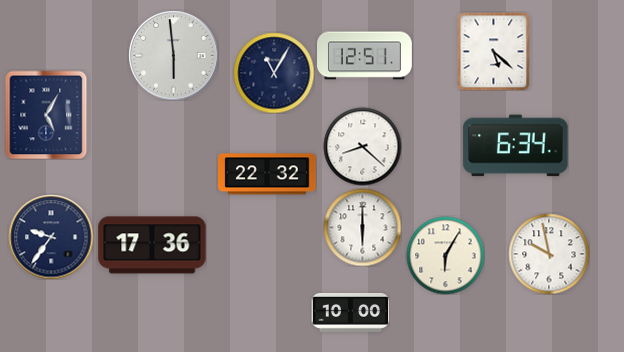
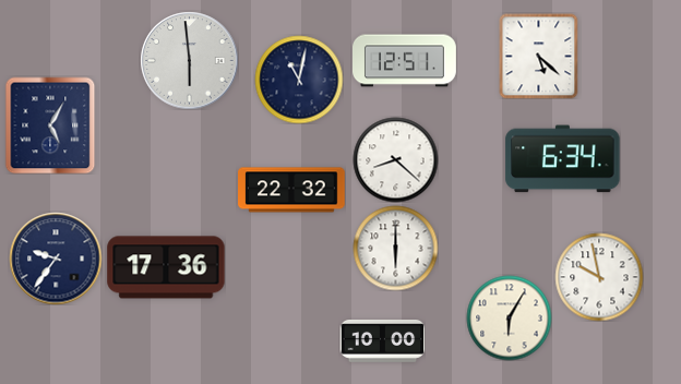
clock at (365, 56) position: (365, 56) -> (405, 61)
clock at (274, 73): 11:05 -> 11:02
clock at (445, 255) position: (445, 255) -> (509, 317)
